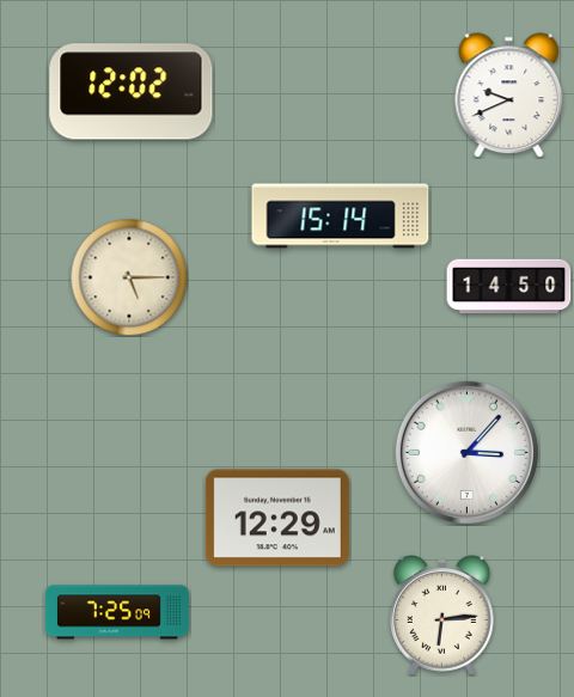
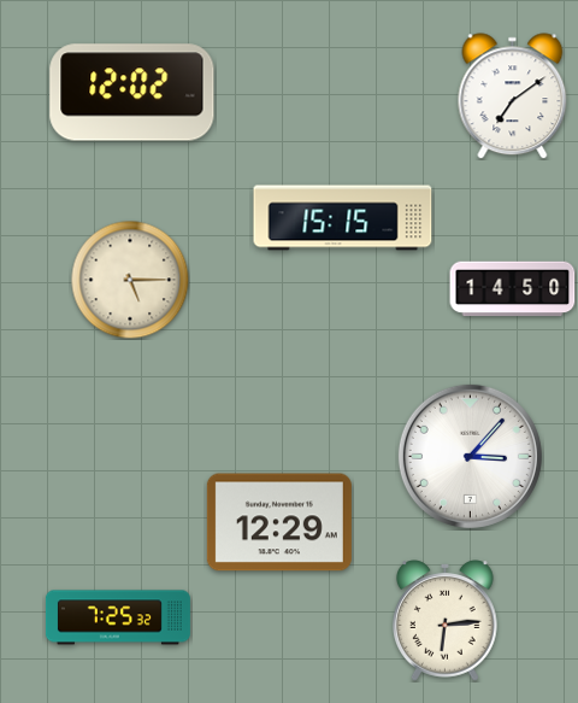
clock at (509, 96): 9:41 -> 7:09
clock at (341, 216): 15:14 -> 15:15
clock at (117, 612): 7:25:09 -> 7:25:32
